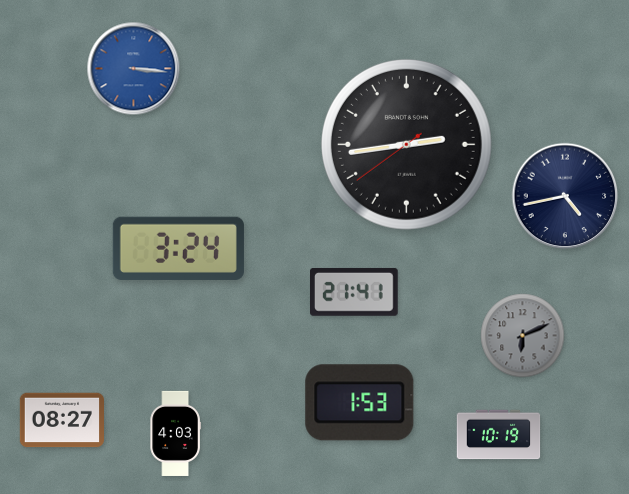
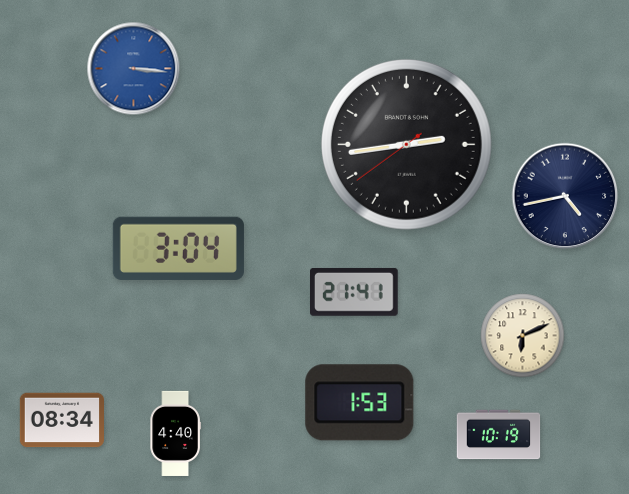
clock at (178, 248): 3:24 -> 3:04
clock at (523, 336) dial: grey -> cream
clock at (61, 420): 08:27 -> 08:34
clock at (175, 433): 4:03 -> 4:40
